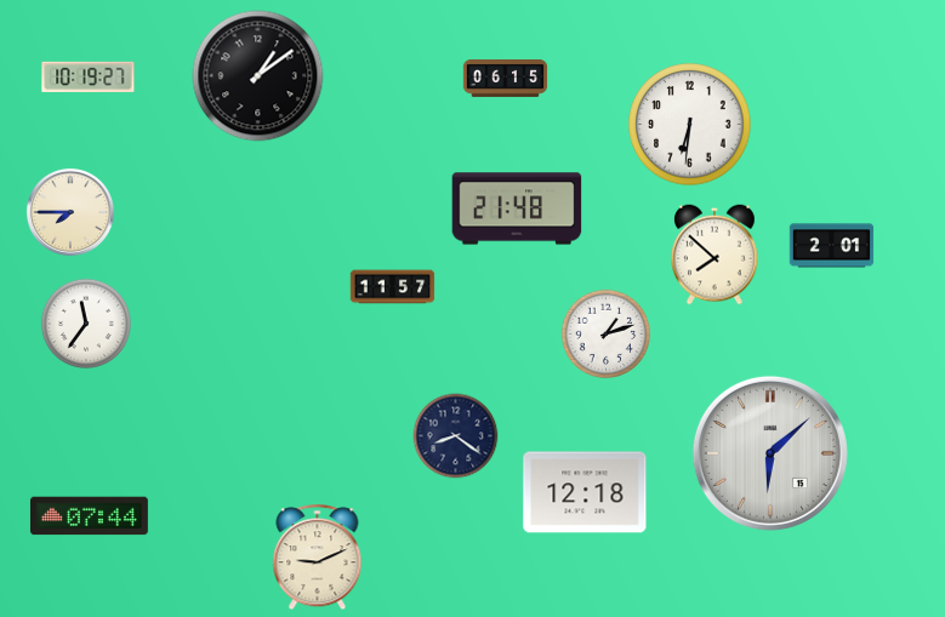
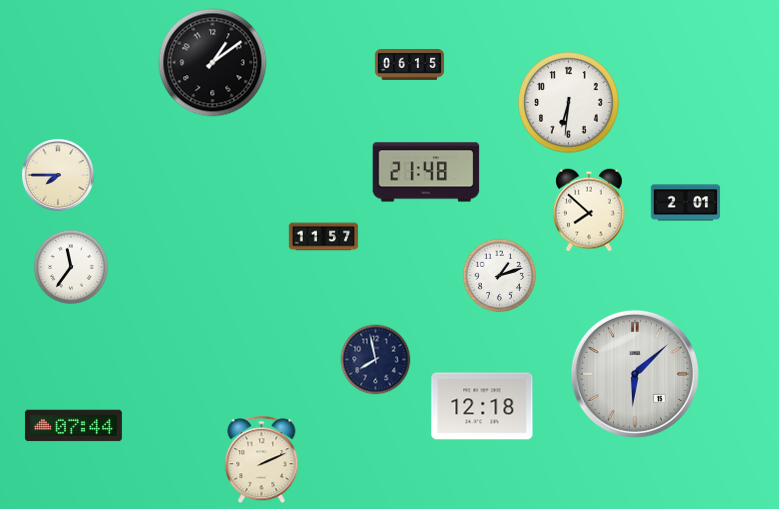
clock at (89, 76): 10:19 -> none
clock at (506, 79) position: (506, 79) -> (410, 65)
clock at (456, 436): 8:21 -> 7:58
clock at (318, 558): 9:11 -> 2:11
